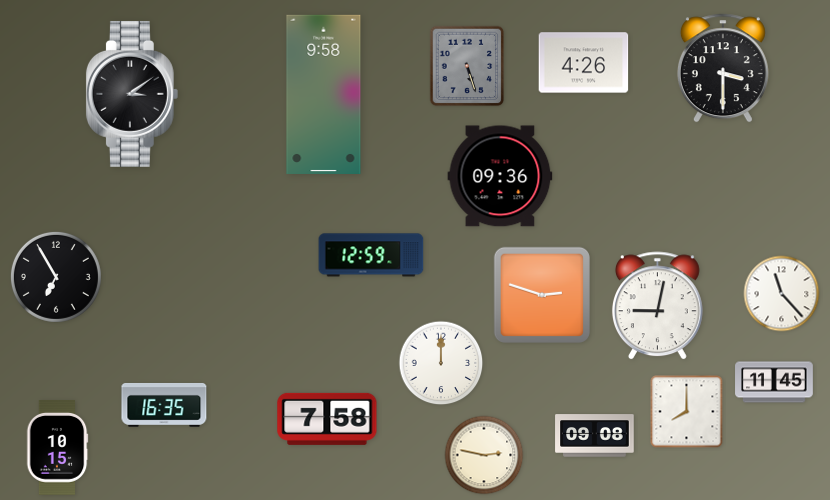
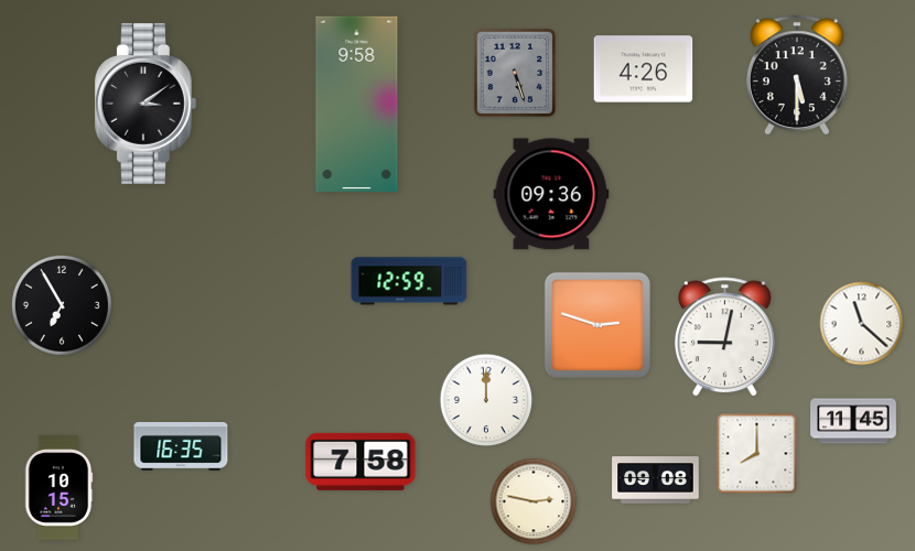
clock at (723, 68): 3:30 -> 5:30
clock at (782, 294): 11:23 -> 11:22
clock at (57, 448) position: (57, 448) -> (58, 488)
